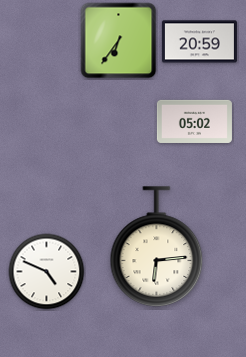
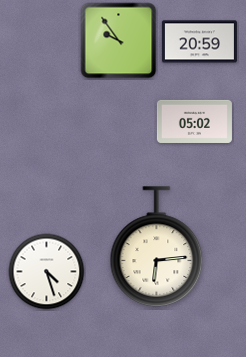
clock at (119, 41): 6:36 -> 9:54
clock at (47, 272): 4:49 -> 4:27
